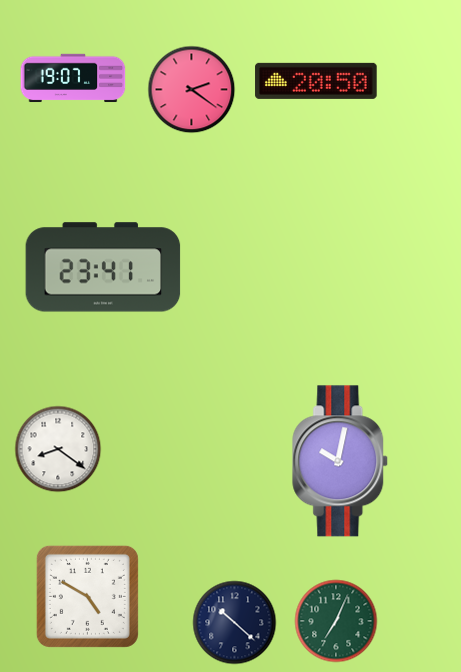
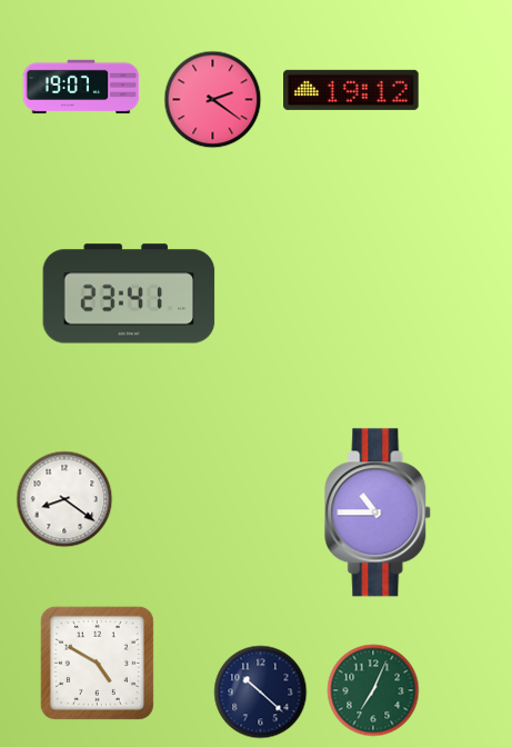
clock at (316, 81): 20:50 -> 19:12
clock at (103, 267) position: (103, 267) -> (129, 293)
clock at (341, 461): 10:02 -> 10:45
